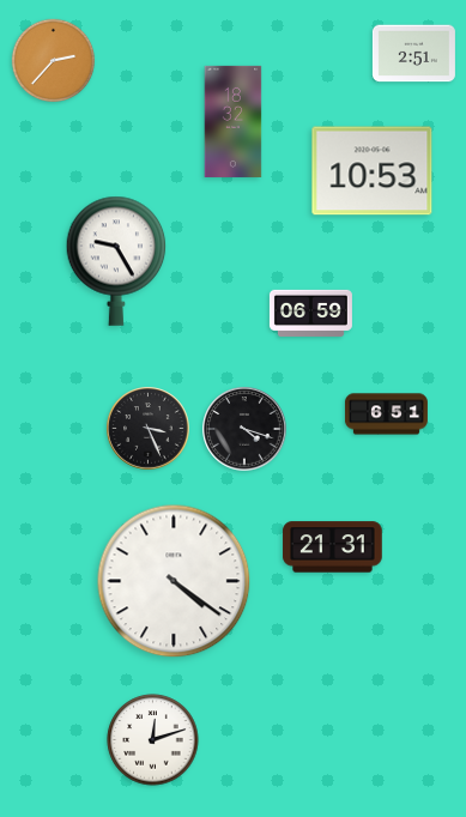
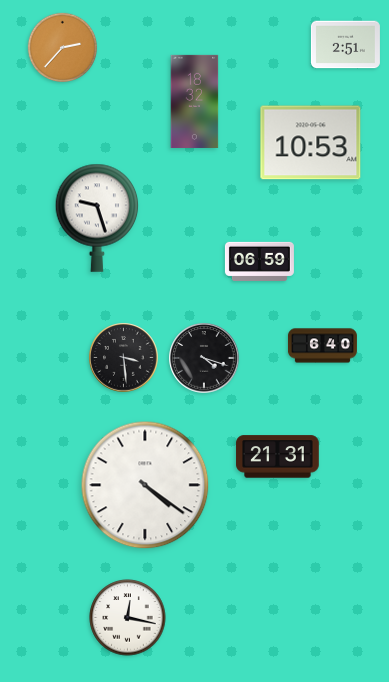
clock at (54, 61) position: (54, 61) -> (63, 48)
clock at (116, 261): 9:25 -> 9:27
clock at (386, 414): 6:51 -> 6:40
clock at (149, 429): 3:26 -> 3:29
clock at (153, 740): 12:12 -> 12:17
